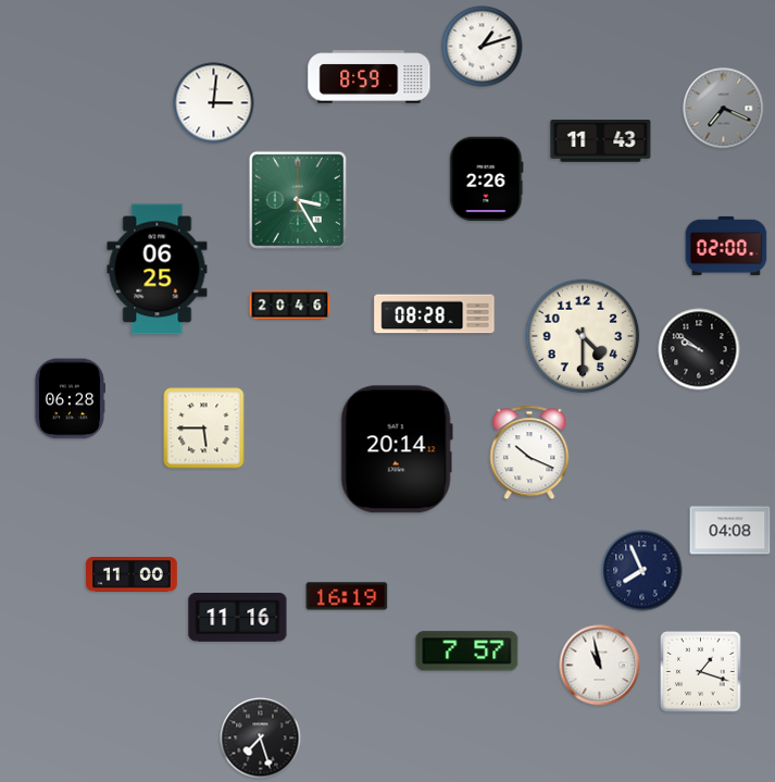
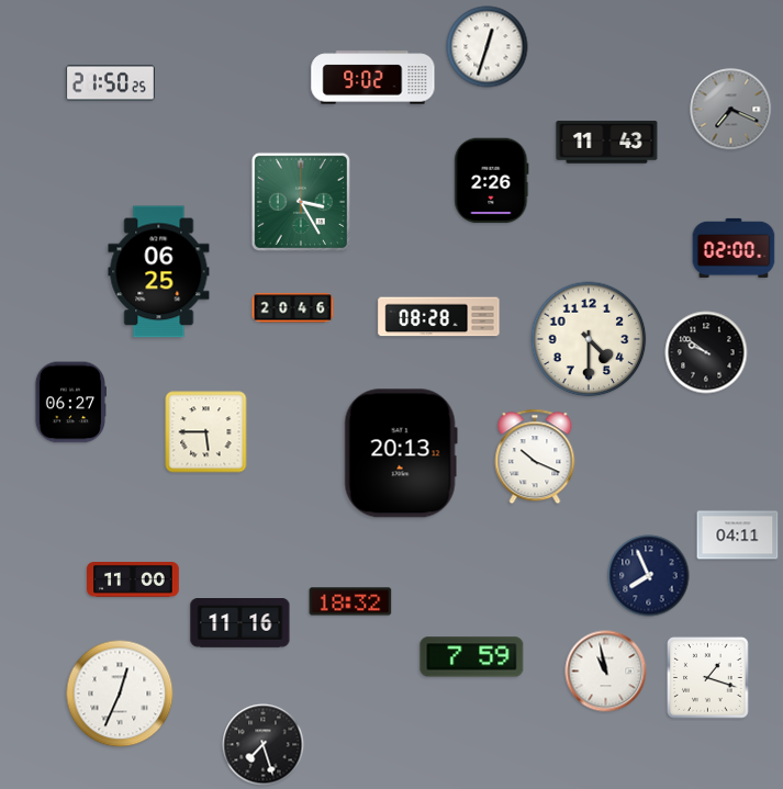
clock at (483, 47): 1:12 -> 12:33
clock at (370, 77): 8:59 -> 9:02
clock at (110, 83): none -> 21:50
clock at (214, 103): 3:01 -> none
clock at (70, 399): 06:28 -> 06:27
clock at (397, 449): 20:14 -> 20:13
clock at (730, 531): 04:08 -> 04:11
clock at (347, 596): 16:19 -> 18:32
clock at (467, 651): 7:57 -> 7:59
clock at (120, 694): none -> 12:34
